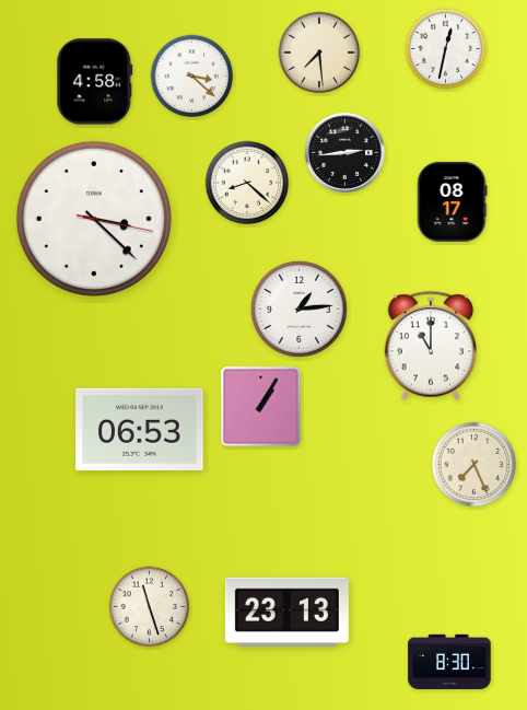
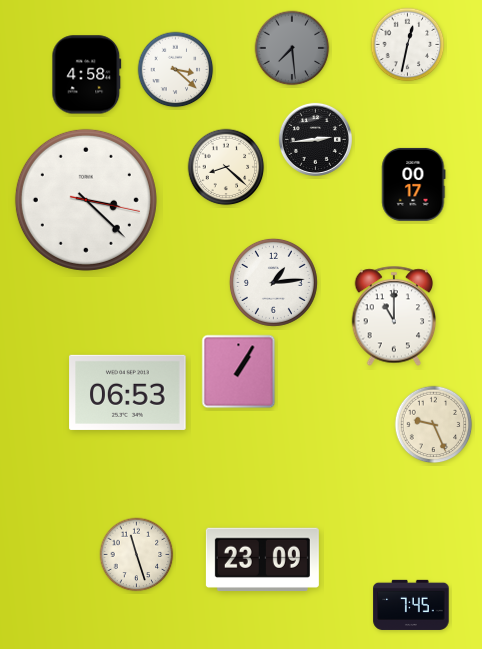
clock at (319, 53) dial: cream -> grey
clock at (453, 201): 08:17 -> 00:17
clock at (475, 465): 7:26 -> 9:26
clock at (286, 612): 23:13 -> 23:09
clock at (449, 662): 8:30 -> 7:45
